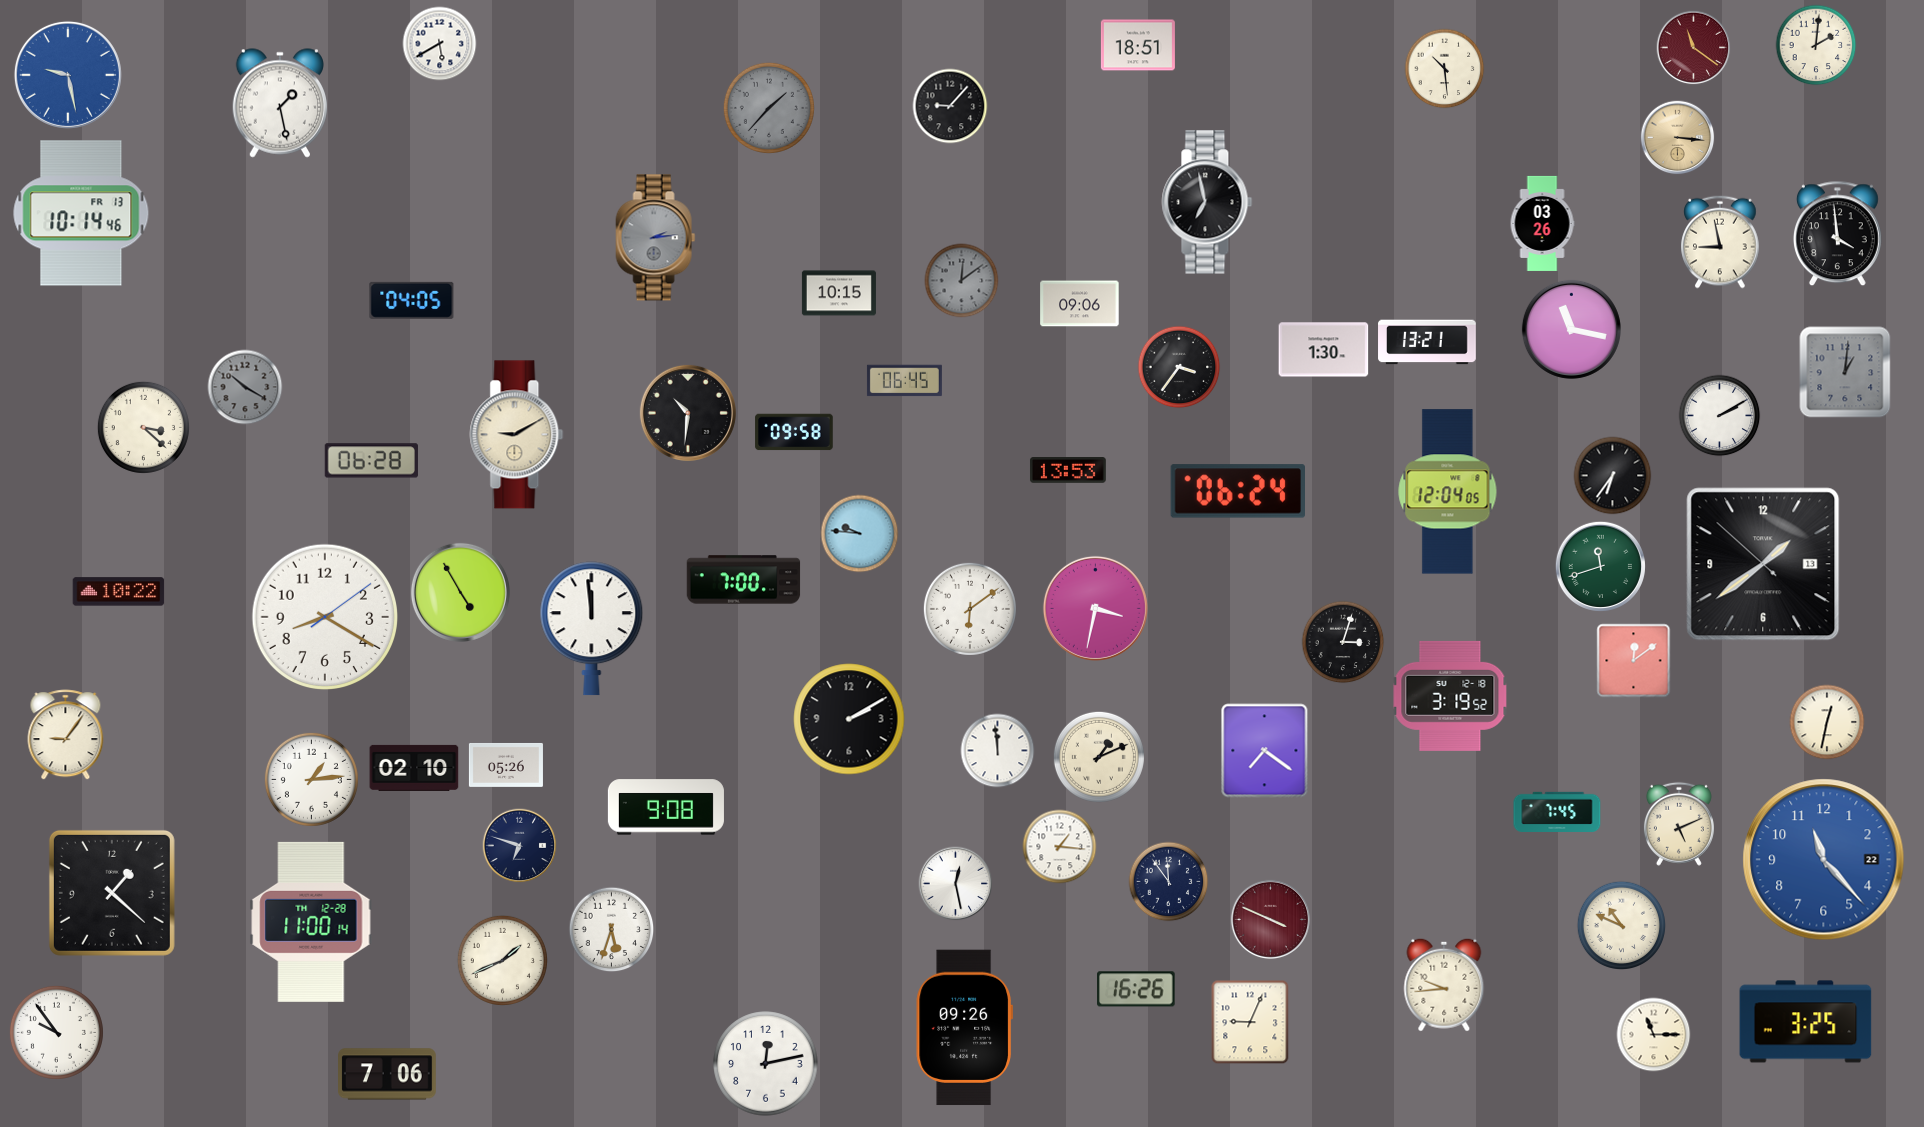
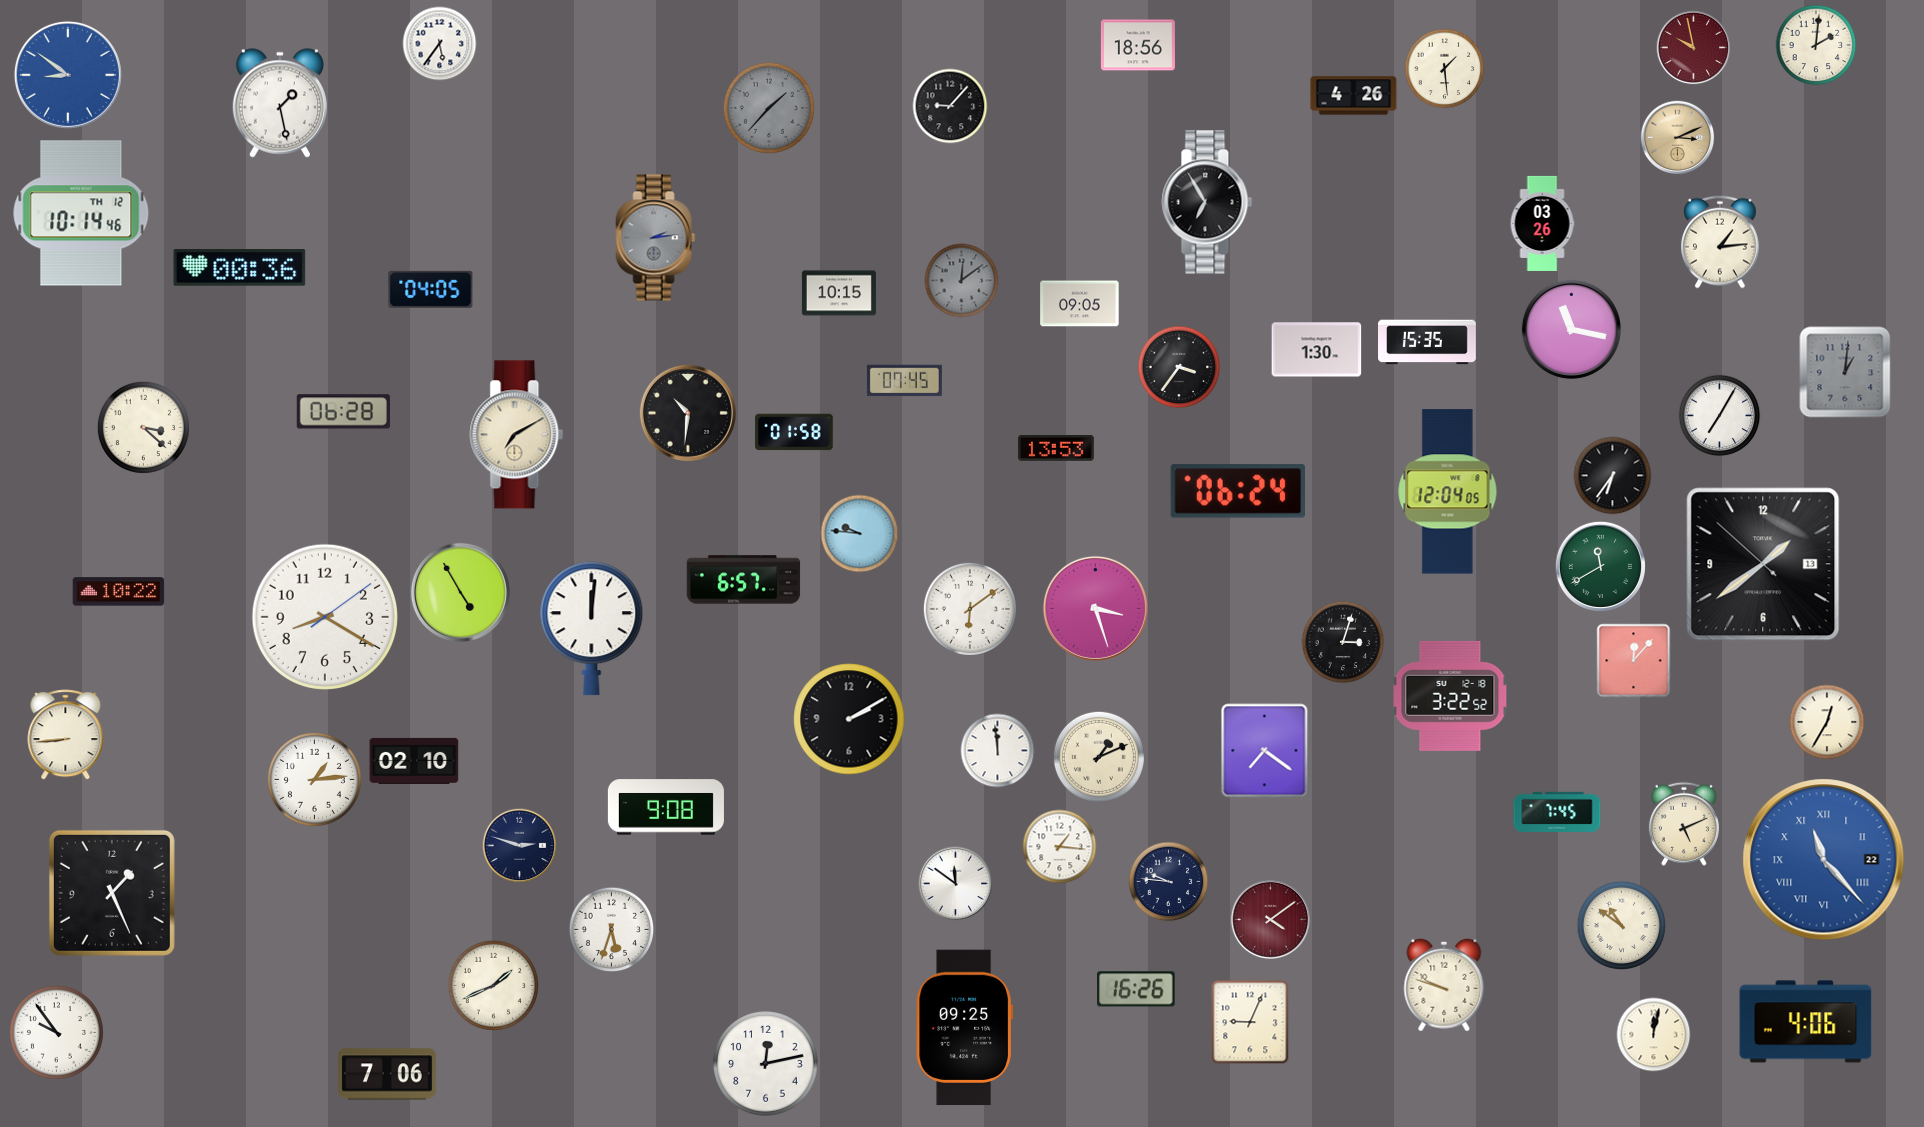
clock at (440, 44): 5:40 -> 5:36
clock at (1138, 45): 18:51 -> 18:56
clock at (1694, 48): 11:21 -> 9:58
clock at (1445, 69): 10:29 -> 1:29
clock at (68, 75): 9:28 -> 8:51
clock at (1354, 96): none -> 4:26
clock at (1678, 138): 3:16 -> 3:11
clock at (1207, 202): 6:58 -> 6:55
clock at (81, 213) date: FR 13 -> TH 12
clock at (1837, 234): 3:59 -> none
clock at (1720, 242): 8:58 -> 1:14
clock at (240, 268): none -> 00:36
clock at (412, 300) position: (412, 300) -> (431, 289)
clock at (1080, 304): 09:06 -> 09:05
clock at (1427, 342): 13:21 -> 15:35
clock at (1324, 350) position: (1324, 350) -> (1317, 350)
clock at (904, 381): 06:45 -> 07:45
clock at (245, 387): 10:20 -> none
clock at (1720, 416): 2:10 -> 7:05
clock at (794, 432): 09:58 -> 01:58
clock at (517, 435): 9:10 -> 7:10
clock at (371, 461) position: (371, 461) -> (343, 412)
clock at (1068, 471) position: (1068, 471) -> (1056, 449)
clock at (1600, 566): 11:42 -> 11:40
clock at (744, 580): 7:00 -> 6:57
clock at (1095, 608): 3:32 -> 3:27
clock at (592, 629): 11:59 -> 12:01
clock at (1634, 661): 12:09 -> 12:07
clock at (1450, 696): 3:19 -> 3:22
clock at (1827, 722): 12:32 -> 12:35
clock at (66, 735): 9:06 -> 8:44
clock at (506, 765): 05:26 -> none
clock at (414, 768) position: (414, 768) -> (414, 761)
clock at (311, 779) position: (311, 779) -> (314, 779)
clock at (1679, 824) position: (1679, 824) -> (1684, 824)
clock at (520, 846): 6:48 -> 2:48
clock at (1824, 860) numerals: Arabic -> Roman
clock at (1169, 882): 11:54 -> 9:46
clock at (956, 884): 12:28 -> 11:51
clock at (112, 893): 1:22 -> 1:26
clock at (1271, 920): 3:49 -> 4:09
clock at (311, 922): 11:00 -> none
clock at (1621, 925): 10:49 -> 10:51
clock at (502, 960) position: (502, 960) -> (493, 985)
clock at (1444, 985): 9:44 -> 9:48
clock at (1806, 1022): 3:25 -> 4:06
clock at (964, 1028): 09:26 -> 09:25
clock at (1654, 1035): 11:15 -> 12:02
